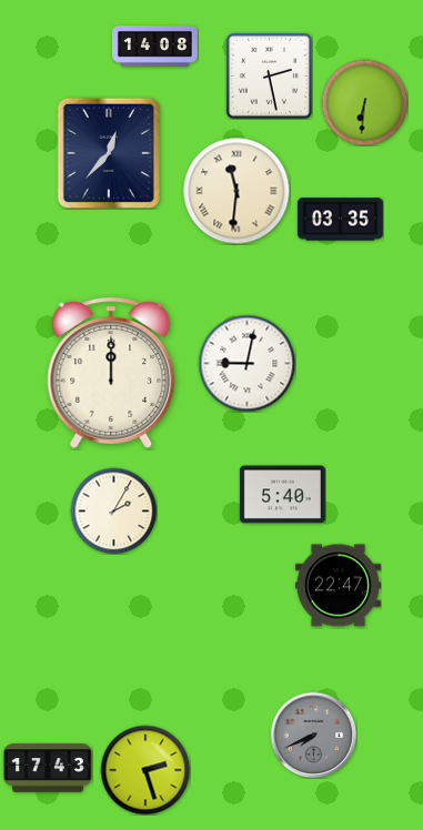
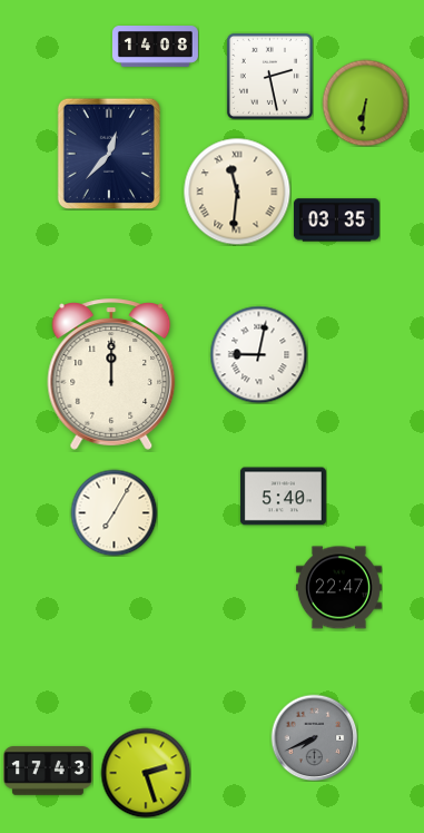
clock at (340, 220) position: (340, 220) -> (336, 220)
clock at (246, 363) position: (246, 363) -> (258, 354)
clock at (113, 510): 2:05 -> 7:05
